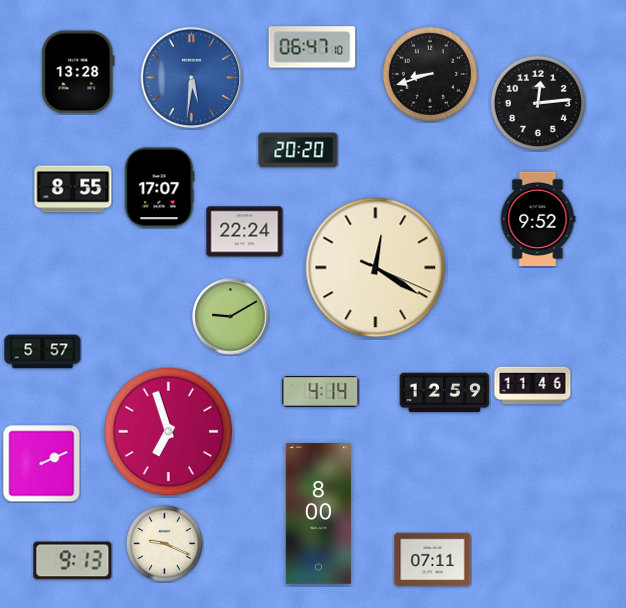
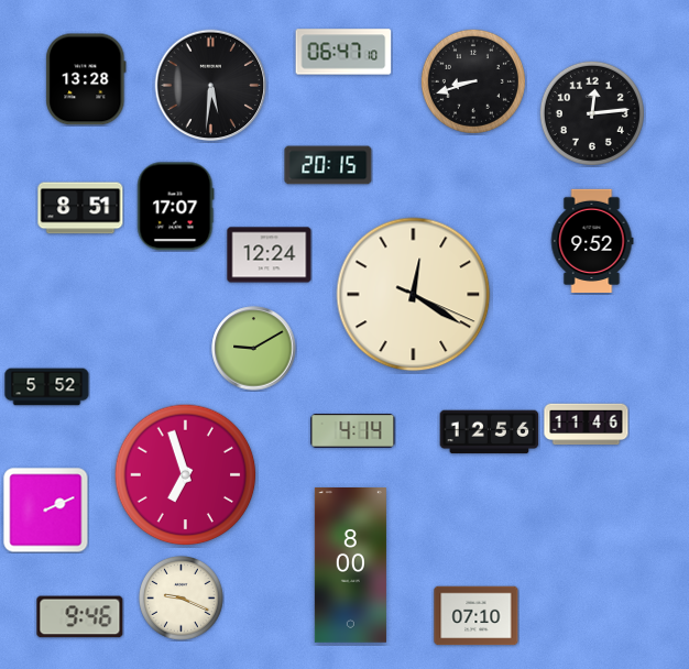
clock at (192, 78) dial: blue -> black
clock at (298, 150): 20:20 -> 20:15
clock at (73, 189): 8:55 -> 8:51
clock at (245, 232): 22:24 -> 12:24
clock at (43, 352): 5:57 -> 5:52
clock at (445, 393): 12:59 -> 12:56
clock at (433, 560): 07:11 -> 07:10
clock at (73, 561): 9:13 -> 9:46
